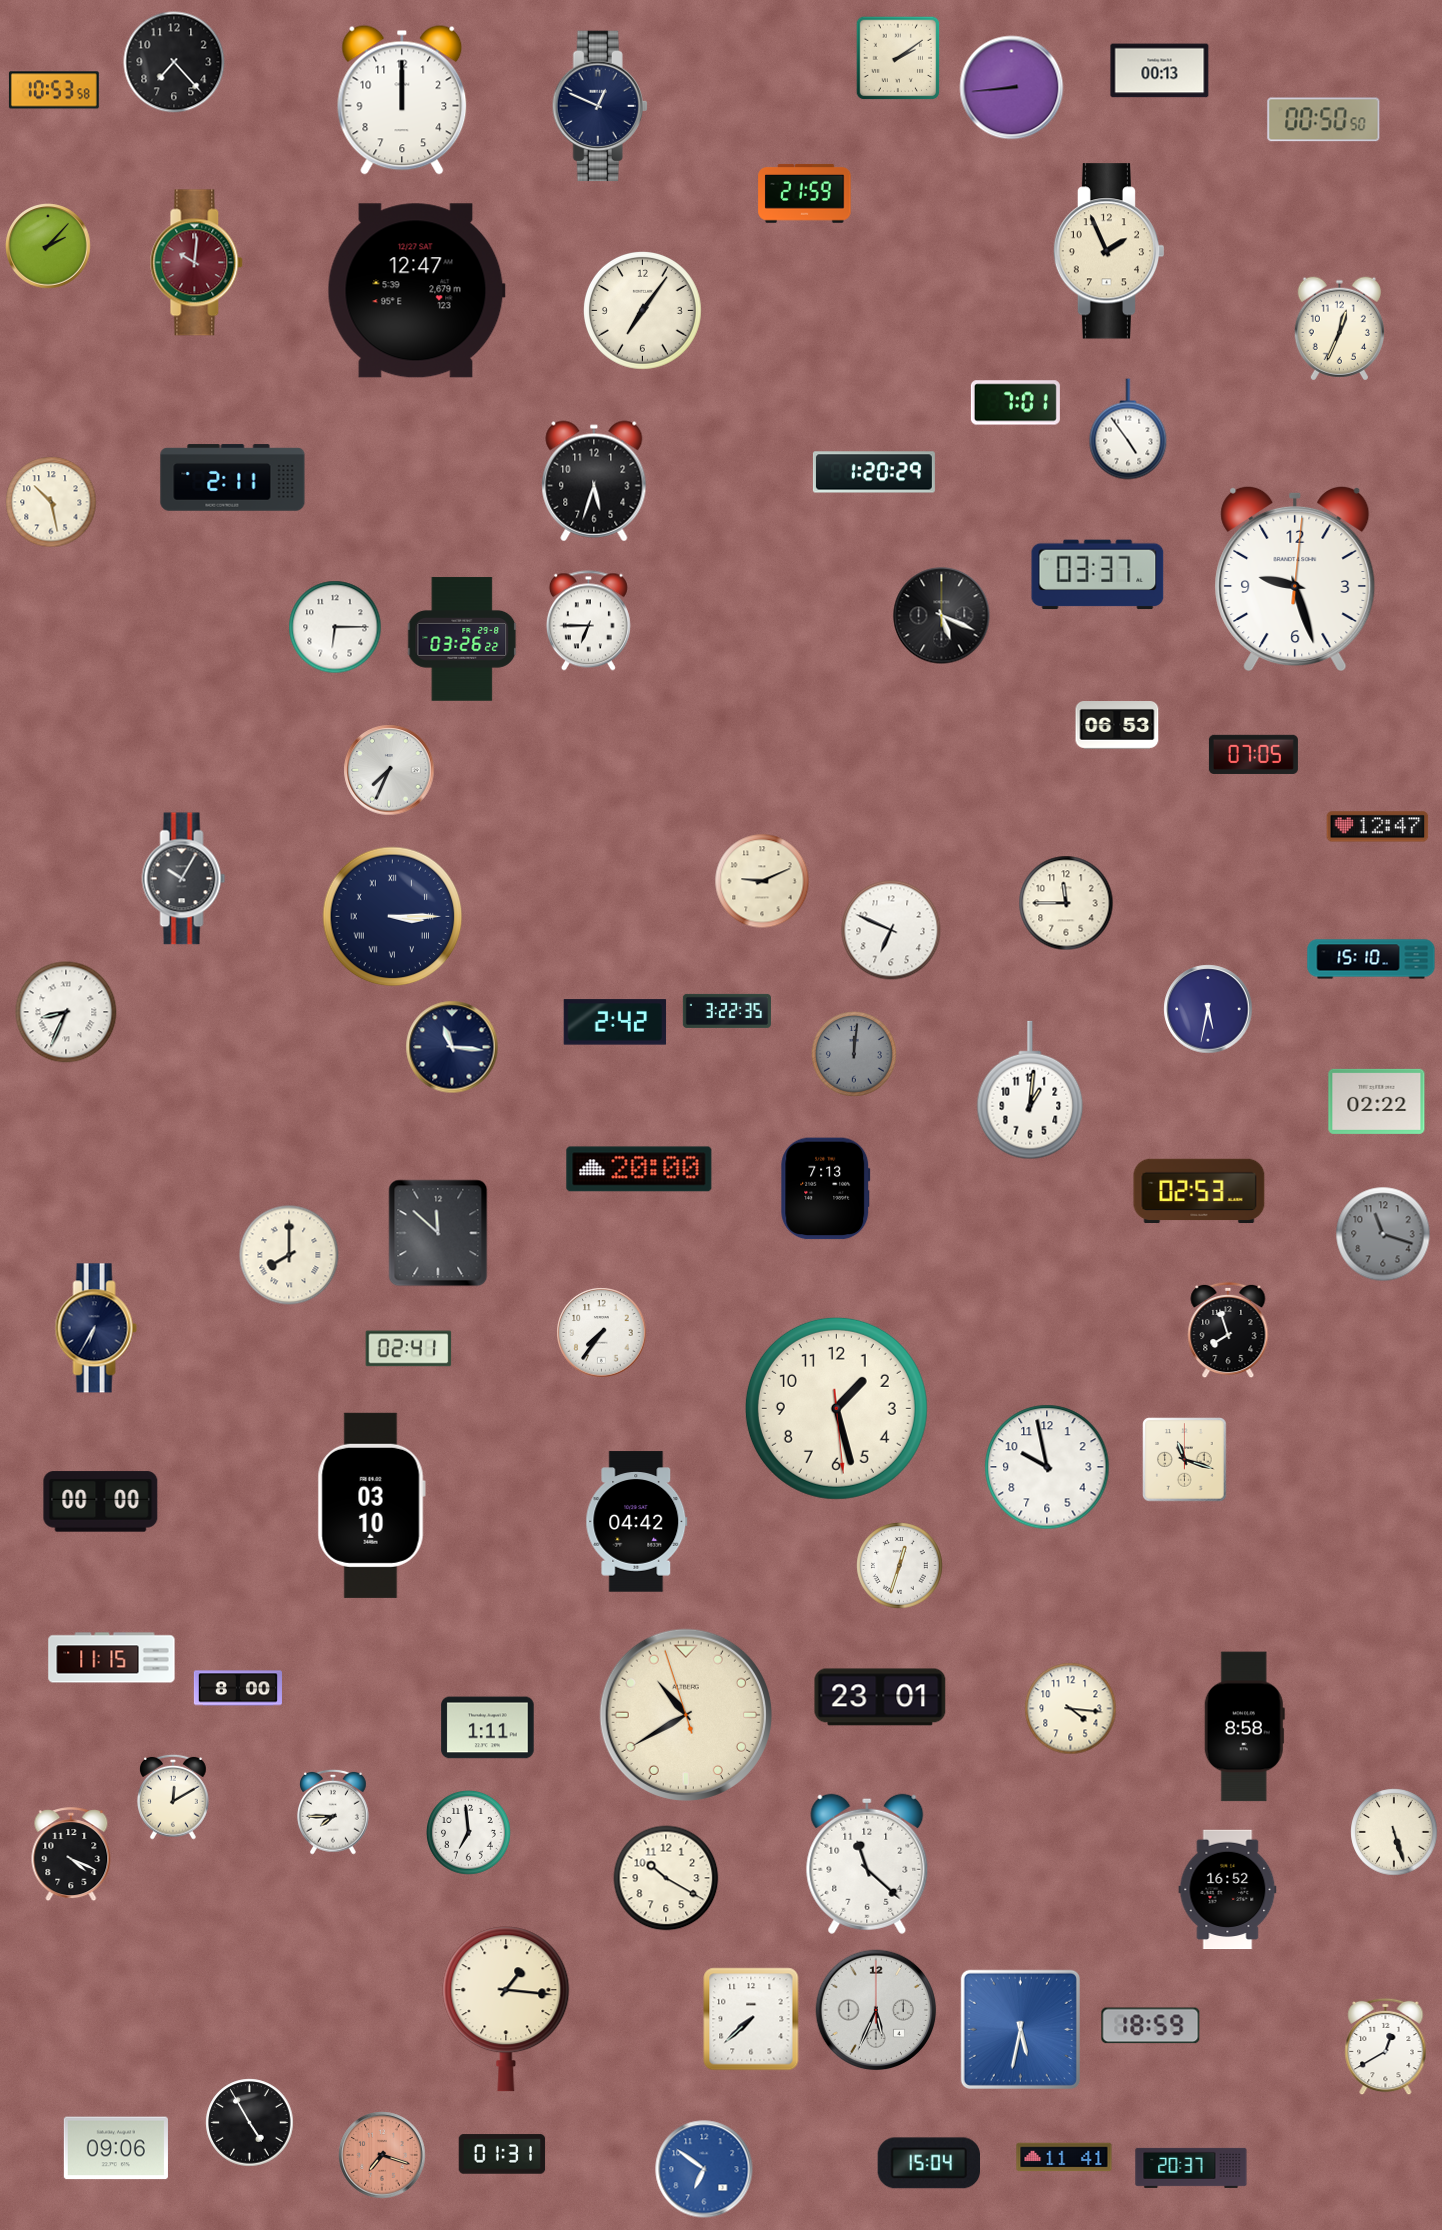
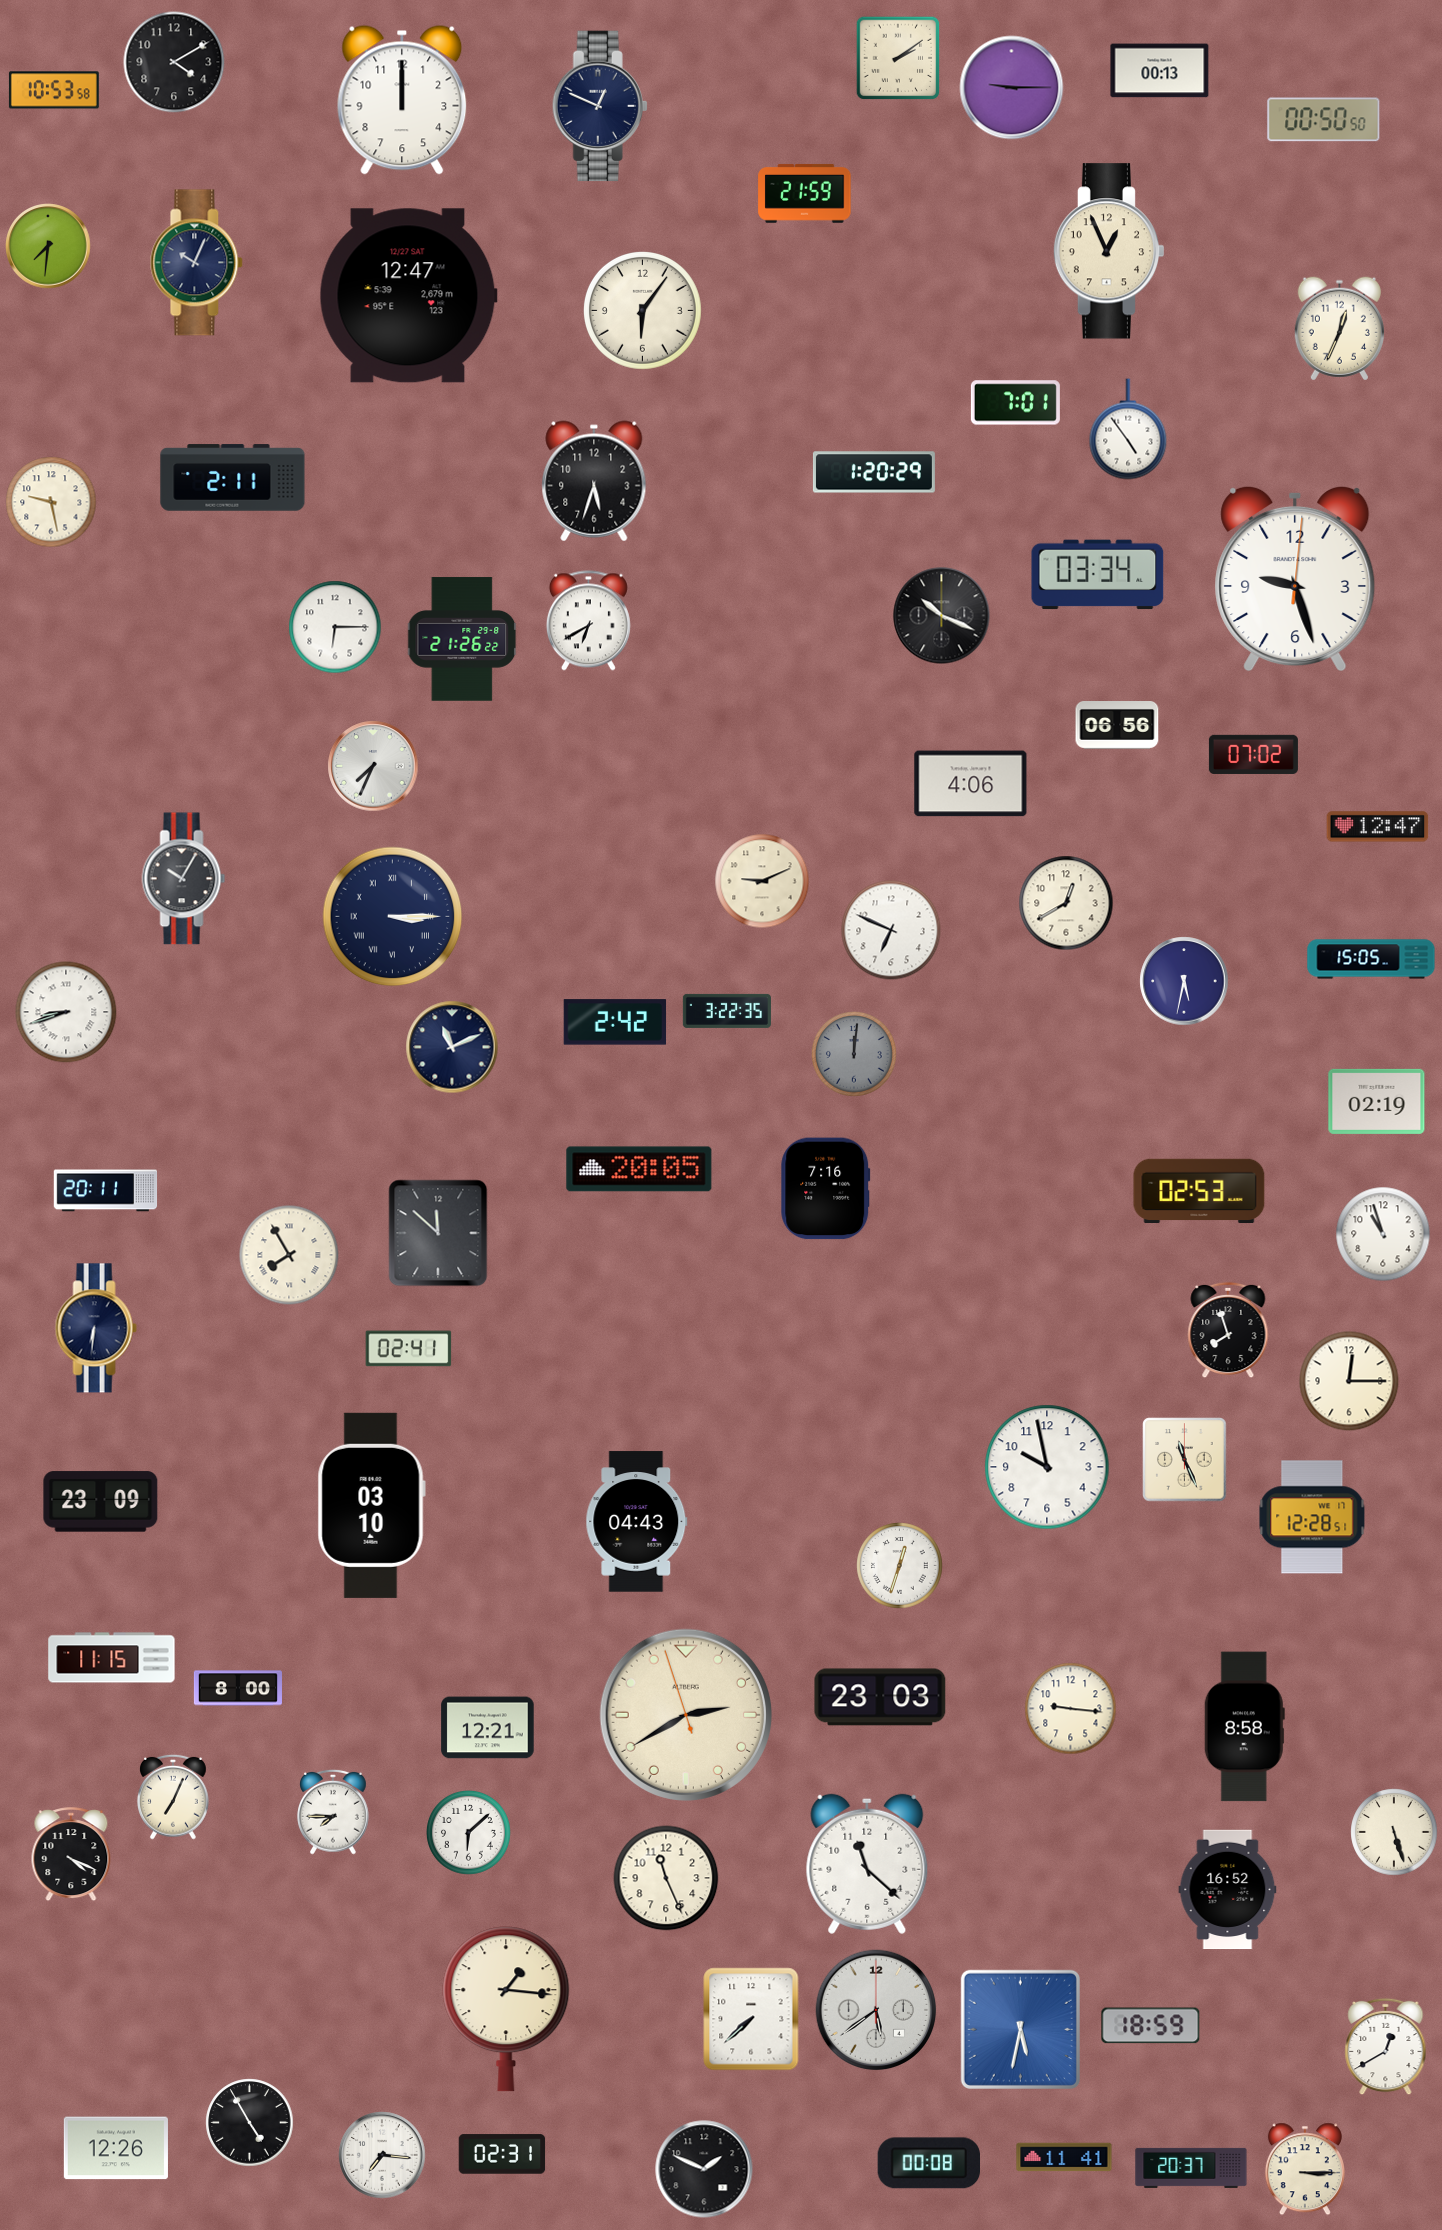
clock at (174, 62): 7:23 -> 4:10
clock at (1012, 88): 8:44 -> 9:15
clock at (48, 246): 2:07 -> 7:31
clock at (1109, 251): 1:56 -> 12:56
clock at (197, 263): 10:01 -> 10:04
clock at (197, 263) dial: burgundy -> navy
clock at (416, 291) position: (416, 291) -> (408, 296)
clock at (642, 310): 7:06 -> 6:06
clock at (51, 502): 10:28 -> 9:28
clock at (1098, 575): 03:37 -> 03:34
clock at (942, 616): 5:19 -> 10:19
clock at (588, 621): 6:45 -> 6:40
clock at (463, 639): 03:26 -> 21:26
clock at (1117, 726): 06:53 -> 06:56
clock at (1253, 754): 07:05 -> 07:02
clock at (389, 770) position: (389, 770) -> (373, 766)
clock at (971, 784): none -> 4:06
clock at (1066, 903): 11:45 -> 12:40
clock at (1371, 959): 15:10 -> 15:05
clock at (1208, 1009) position: (1208, 1009) -> (1184, 981)
clock at (66, 1012): 8:34 -> 8:42
clock at (452, 1047): 11:16 -> 11:11
clock at (1030, 1090): 1:01 -> none
clock at (1377, 1101): 02:22 -> 02:19
clock at (639, 1169): 20:00 -> 20:05
clock at (826, 1189): 7:13 -> 7:16
clock at (106, 1191): none -> 20:11
clock at (1383, 1234): 11:18 -> 10:57
clock at (1383, 1234) dial: grey -> white
clock at (289, 1255): 8:00 -> 7:55
clock at (96, 1328): 6:35 -> 6:31
clock at (602, 1333): 7:36 -> none
clock at (1349, 1381): none -> 12:15
clock at (836, 1408): 1:27 -> none
clock at (1185, 1460): 11:18 -> 11:26
clock at (101, 1502): 00:00 -> 23:09
clock at (1312, 1517): none -> 12:28
clock at (637, 1522): 04:42 -> 04:43
clock at (880, 1697): 23:01 -> 23:03
clock at (1071, 1709): 4:16 -> 9:16
clock at (686, 1715): 10:39 -> 2:39
clock at (488, 1728): 1:11 -> 12:21
clock at (174, 1797): 12:10 -> 7:04
clock at (468, 1832): 6:59 -> 6:08
clock at (666, 1878): 10:20 -> 11:26
clock at (876, 2010): 5:34 -> 5:39
clock at (116, 2148): 09:06 -> 12:26
clock at (502, 2154): 01:31 -> 02:31
clock at (382, 2155): 7:18 -> 7:16
clock at (382, 2155) dial: salmon -> white
clock at (928, 2163): 15:04 -> 00:08
clock at (704, 2169): 6:51 -> 1:49
clock at (704, 2169) dial: blue -> black
clock at (1305, 2169): none -> 3:15
